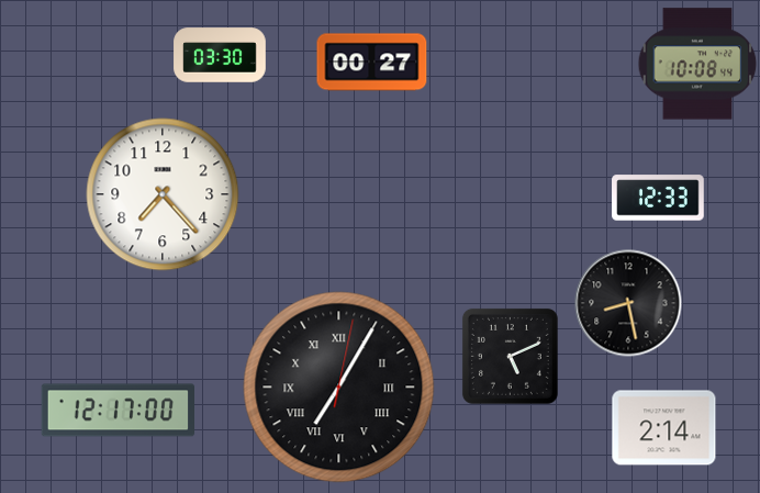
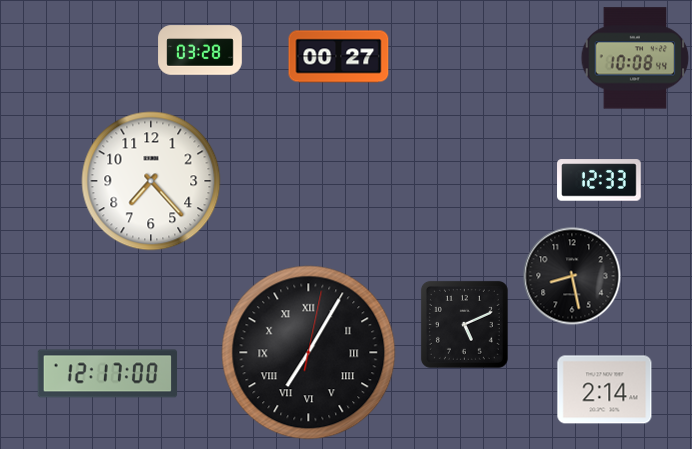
clock at (220, 55): 03:30 -> 03:28
clock at (163, 194) position: (163, 194) -> (151, 181)
